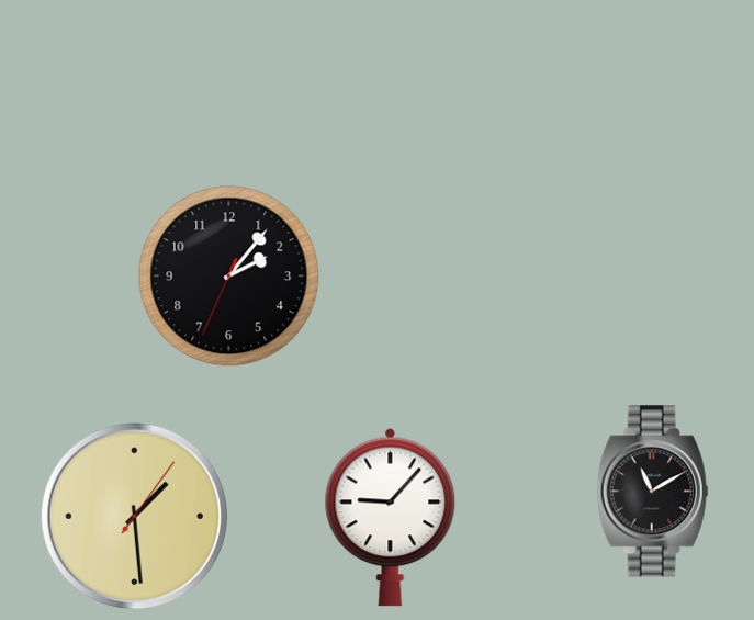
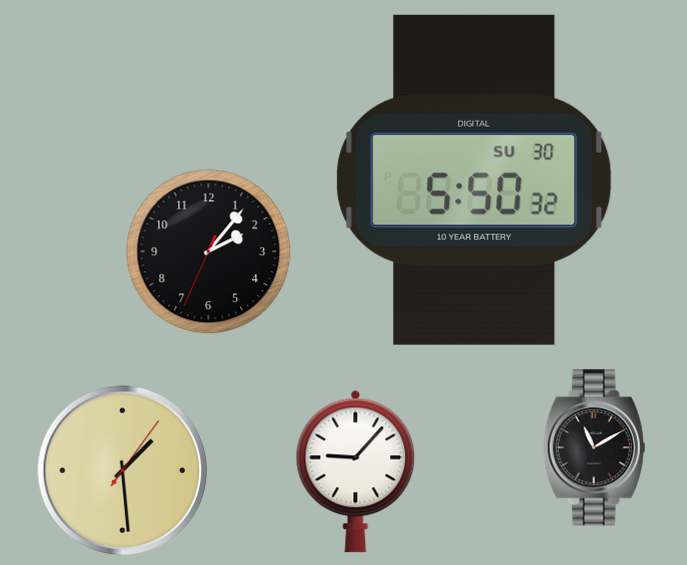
clock at (474, 180): none -> 5:50
